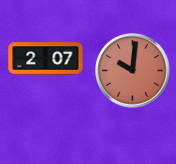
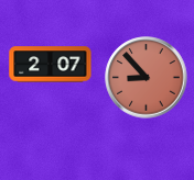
clock at (133, 71): 10:01 -> 8:53
